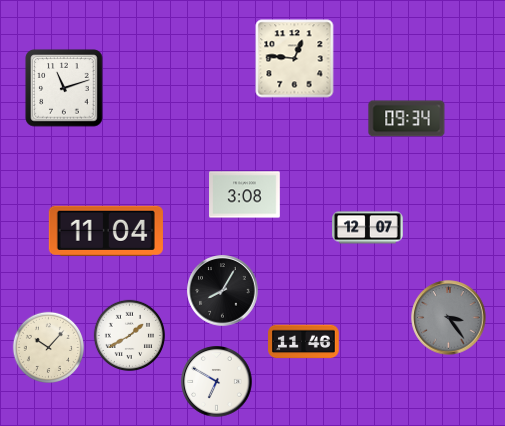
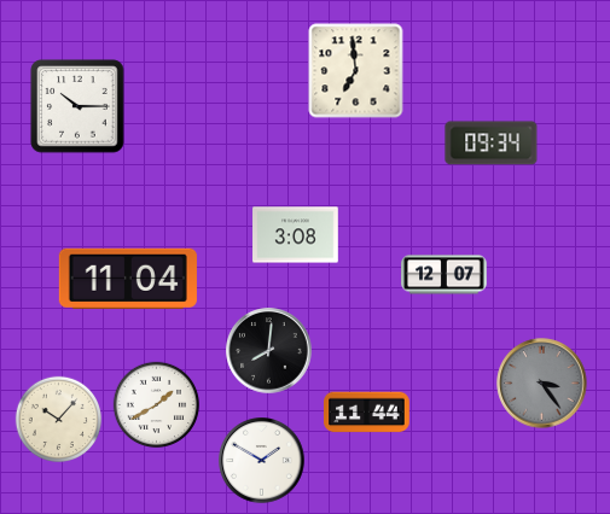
clock at (295, 59): 12:46 -> 6:59
clock at (64, 88): 11:12 -> 10:15
clock at (223, 291): 8:05 -> 8:01
clock at (304, 342): 11:46 -> 11:44
clock at (217, 382): 6:50 -> 1:50
